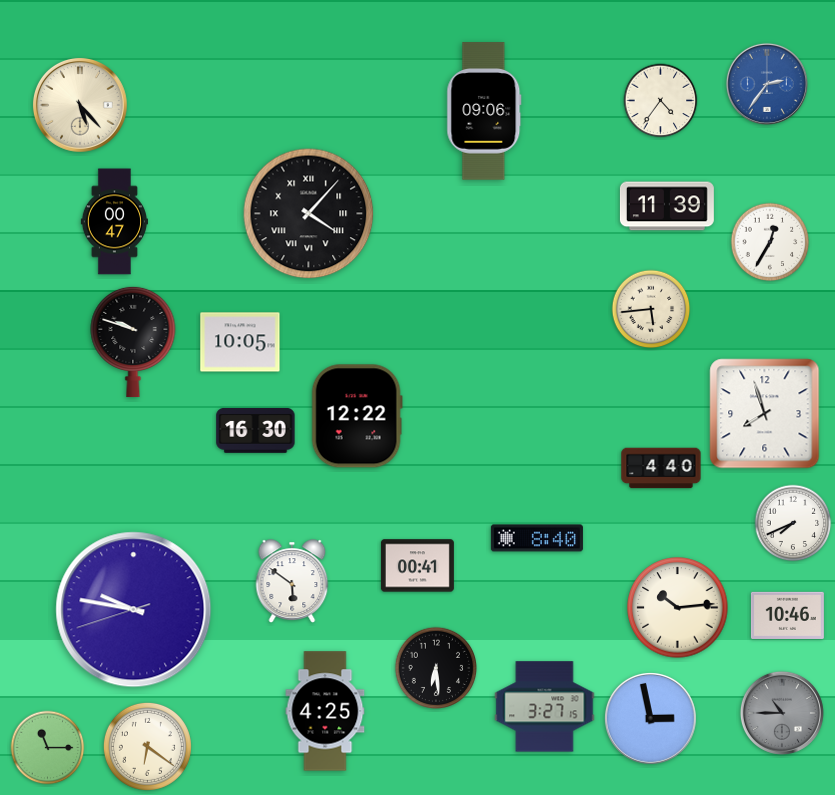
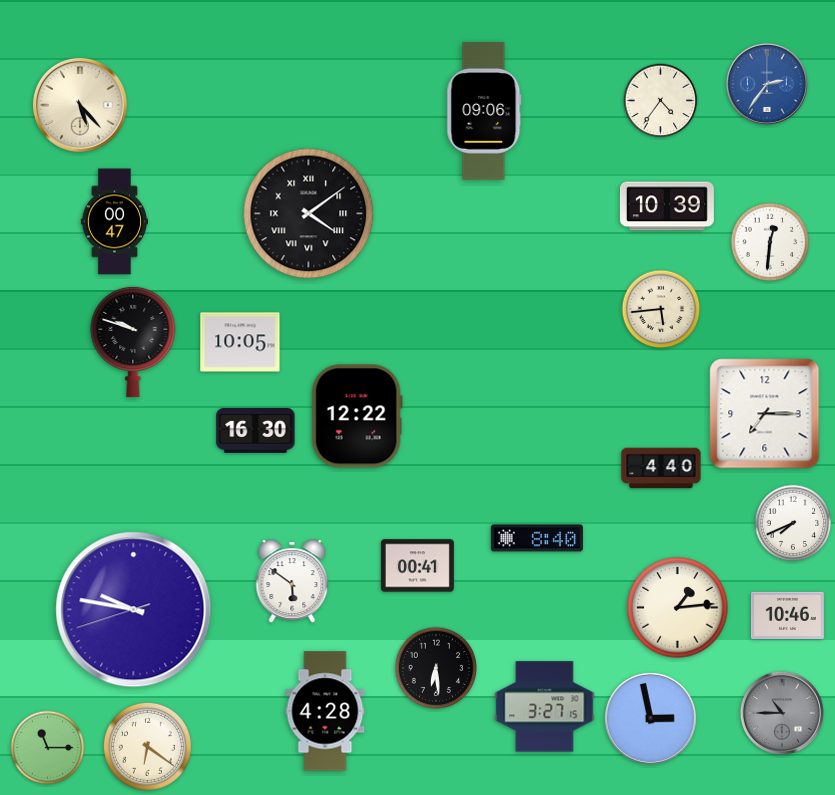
clock at (667, 206): 11:39 -> 10:39
clock at (309, 214): 4:07 -> 4:09
clock at (770, 242): 12:35 -> 12:31
clock at (651, 309) position: (651, 309) -> (661, 309)
clock at (765, 414): 7:57 -> 7:15
clock at (678, 608): 10:14 -> 1:14
clock at (325, 711): 4:25 -> 4:28
